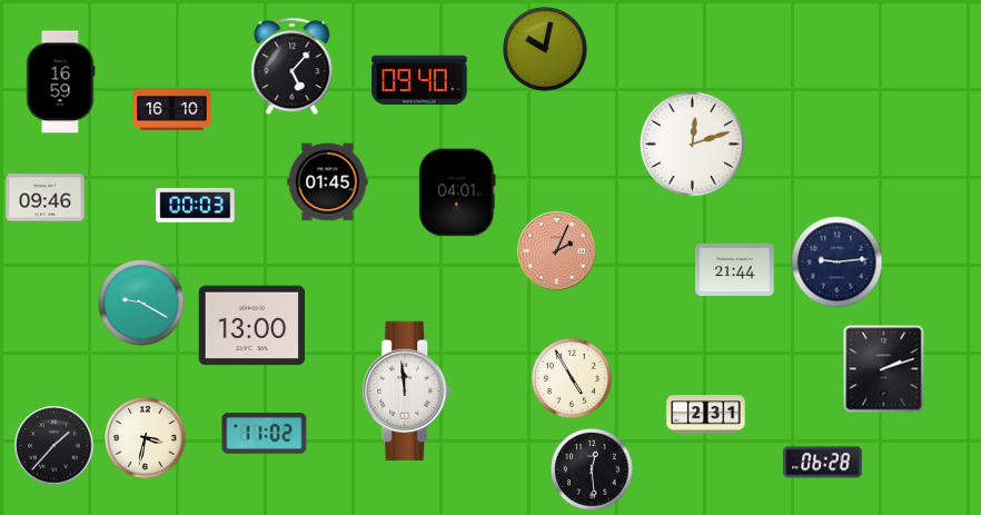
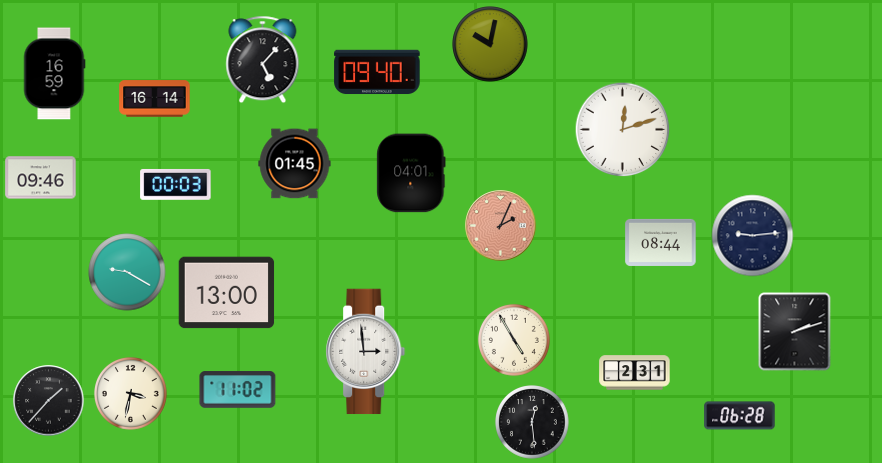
clock at (172, 110): 16:10 -> 16:14
clock at (735, 269): 21:44 -> 08:44
clock at (407, 392): 11:59 -> 2:59
